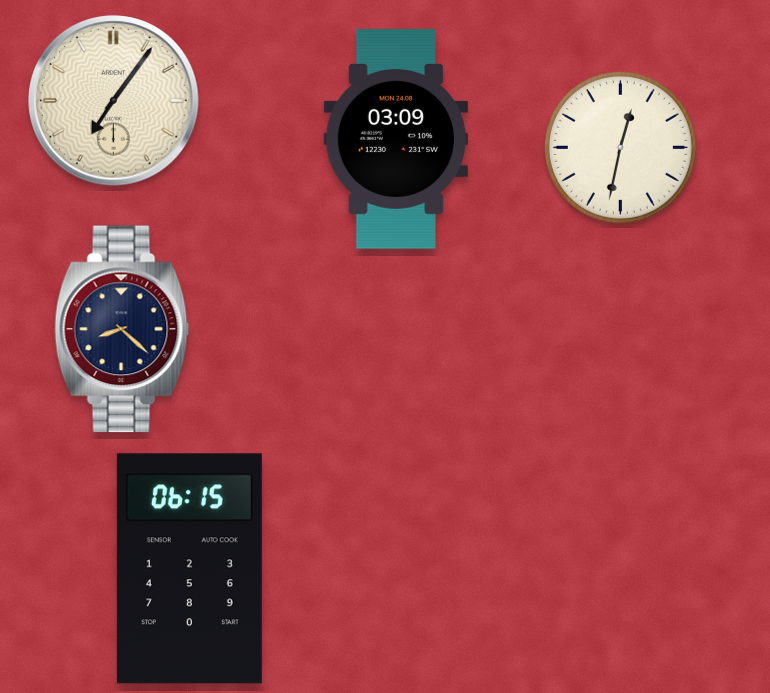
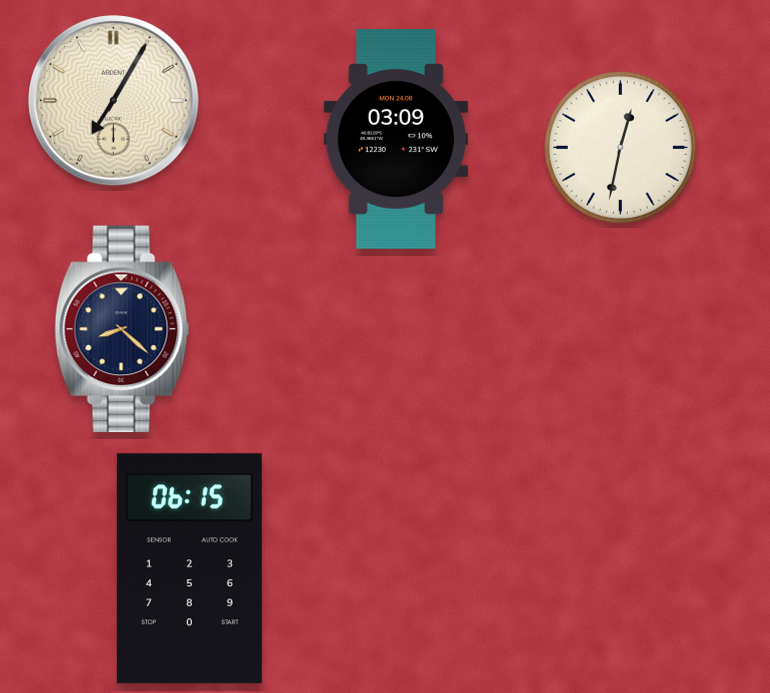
clock at (114, 101): 7:06 -> 7:05
